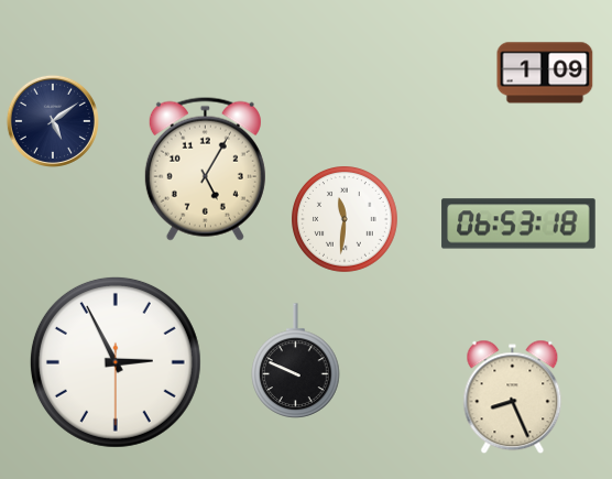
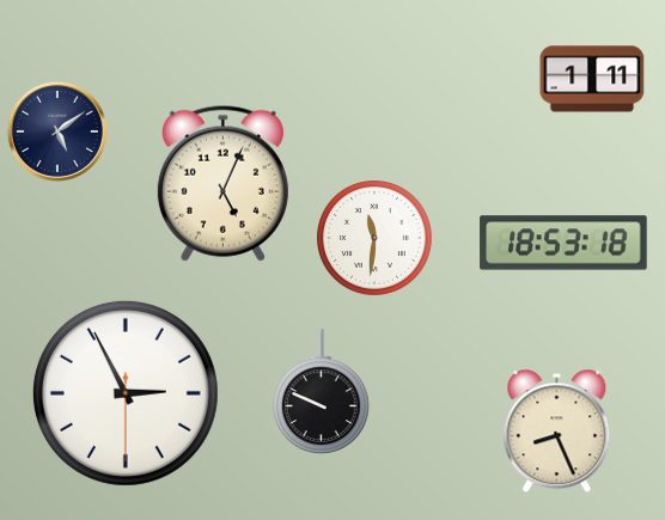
clock at (545, 73): 1:09 -> 1:11
clock at (205, 168): 5:05 -> 5:04
clock at (518, 224): 06:53 -> 18:53
